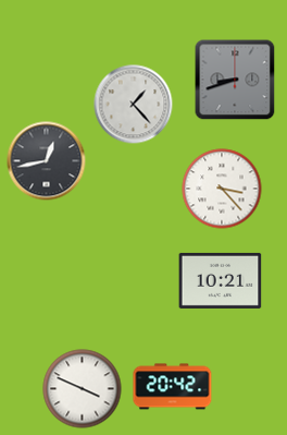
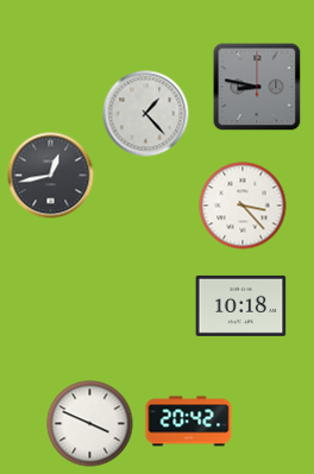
clock at (235, 80): 8:42 -> 8:47
clock at (221, 280): 10:21 -> 10:18
